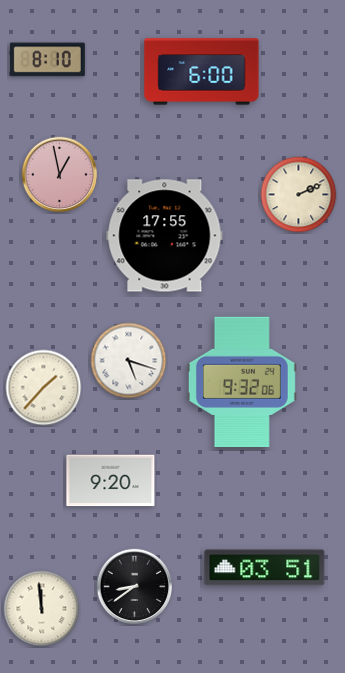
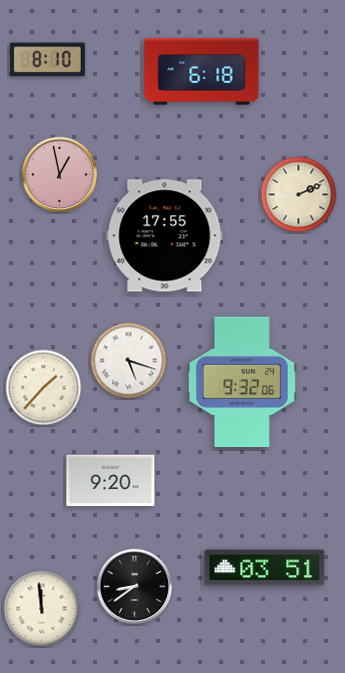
clock at (202, 72): 6:00 -> 6:18
